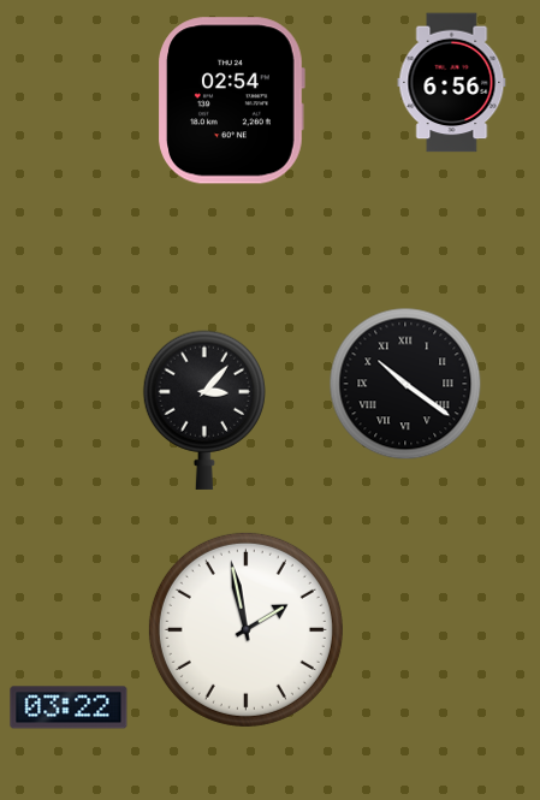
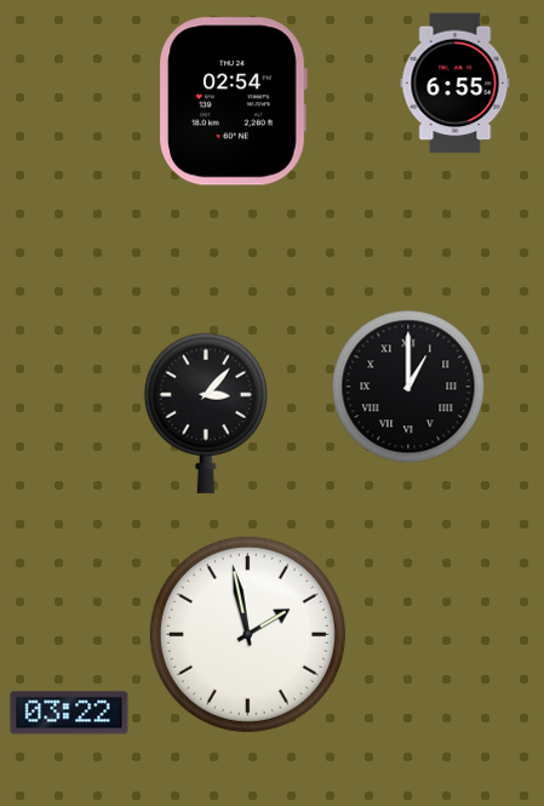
clock at (452, 83): 6:56 -> 6:55
clock at (405, 384): 10:21 -> 1:00
